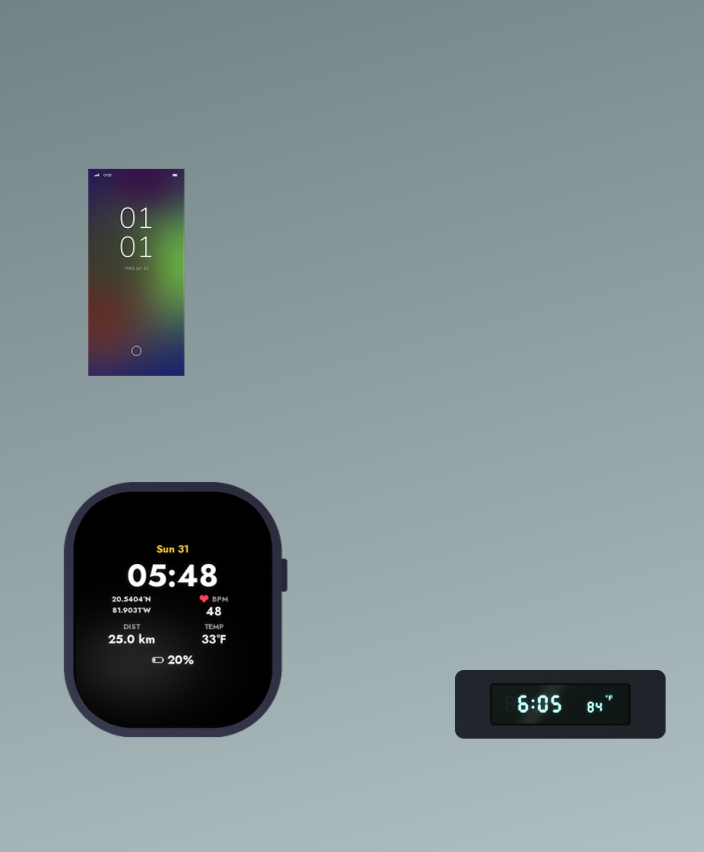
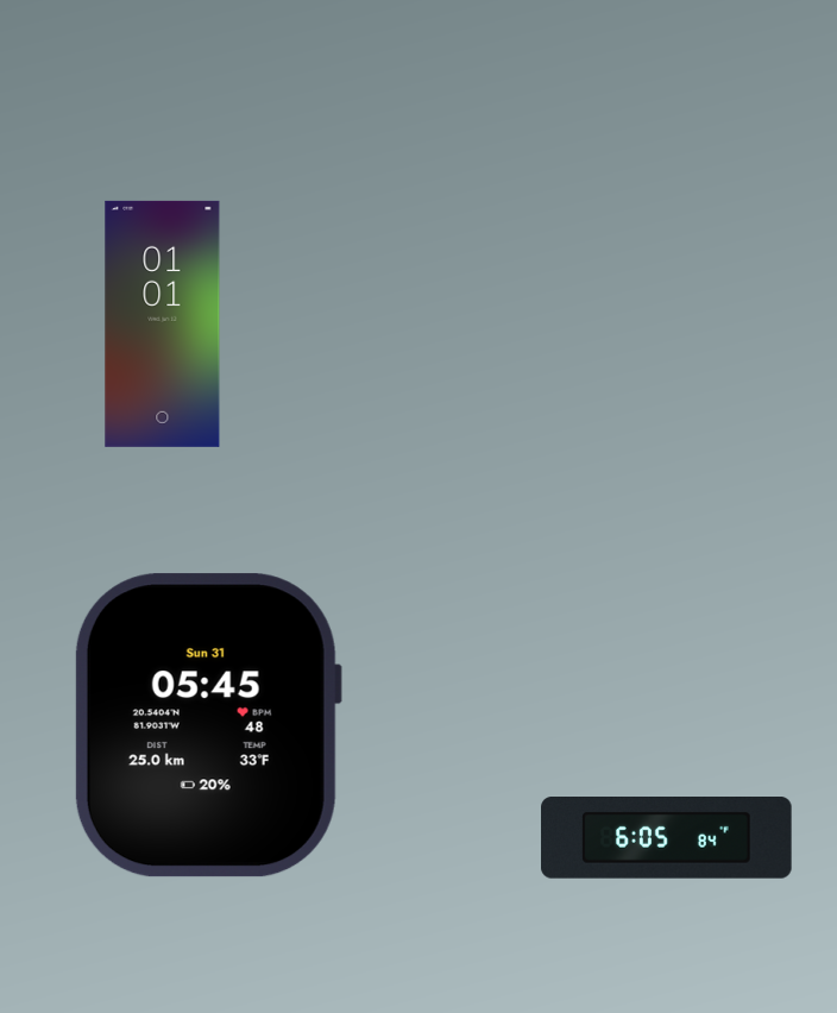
clock at (174, 610): 05:48 -> 05:45
